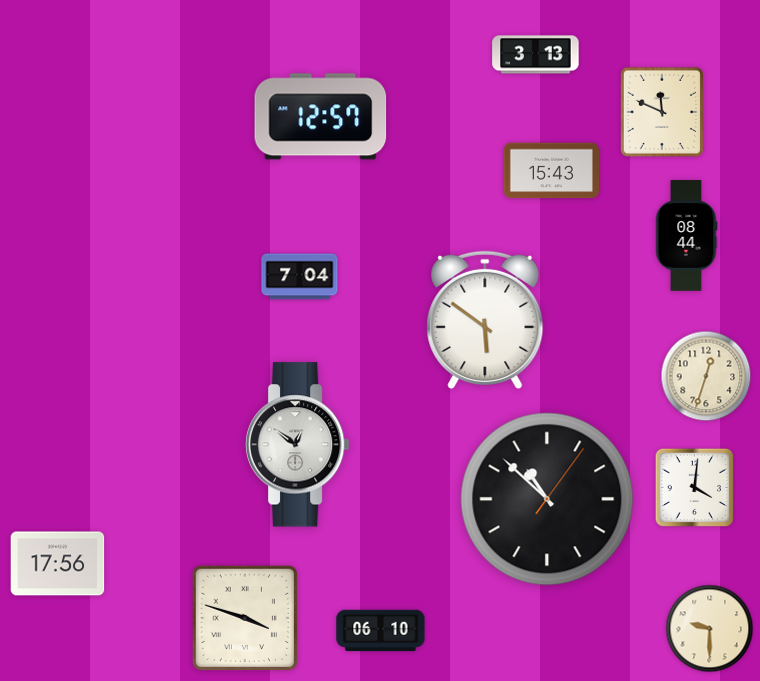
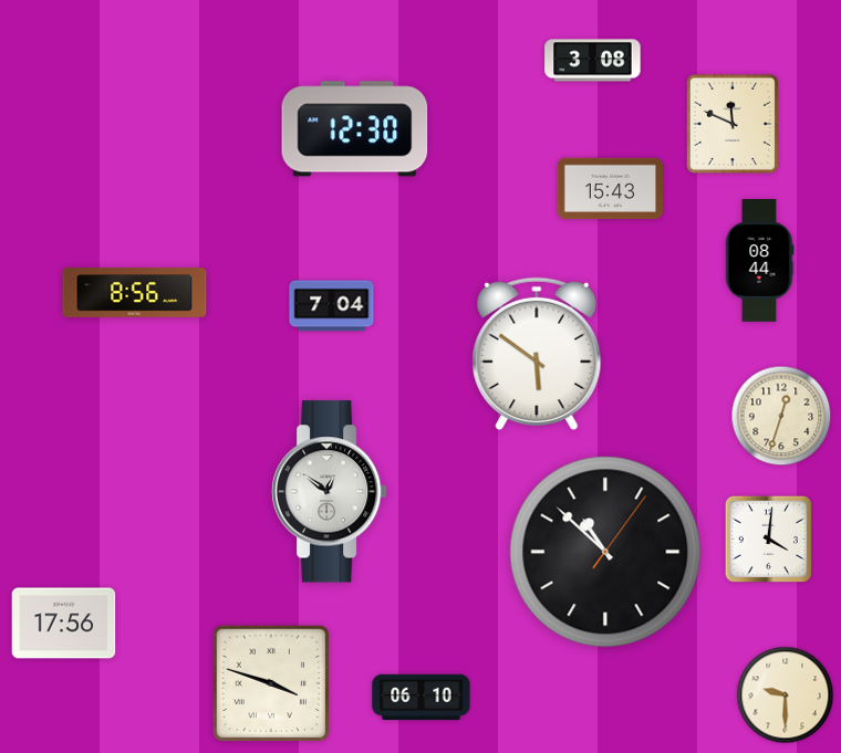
clock at (536, 55): 3:13 -> 3:08
clock at (321, 117): 12:57 -> 12:30
clock at (135, 293): none -> 8:56
